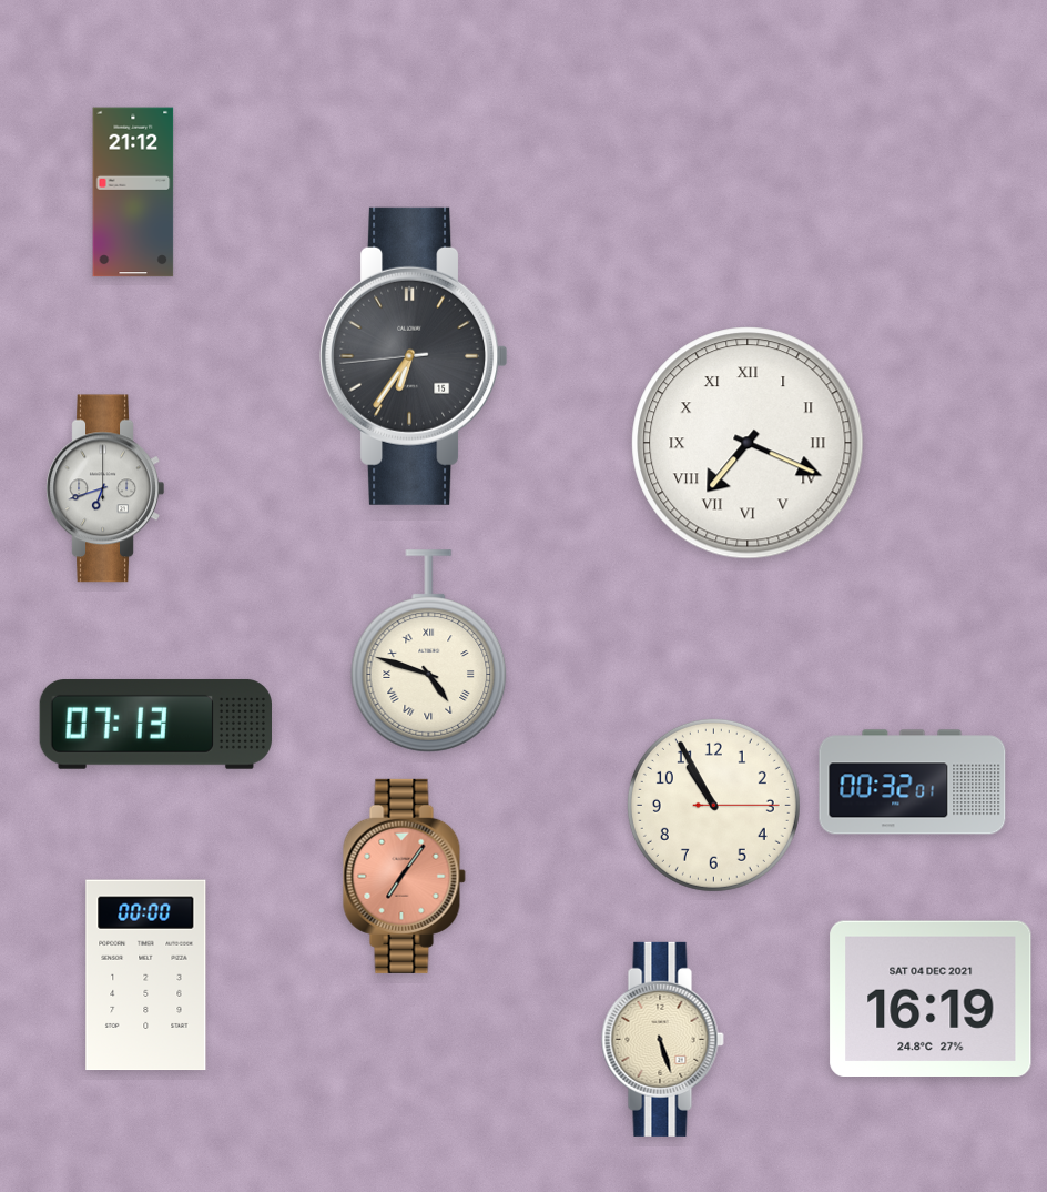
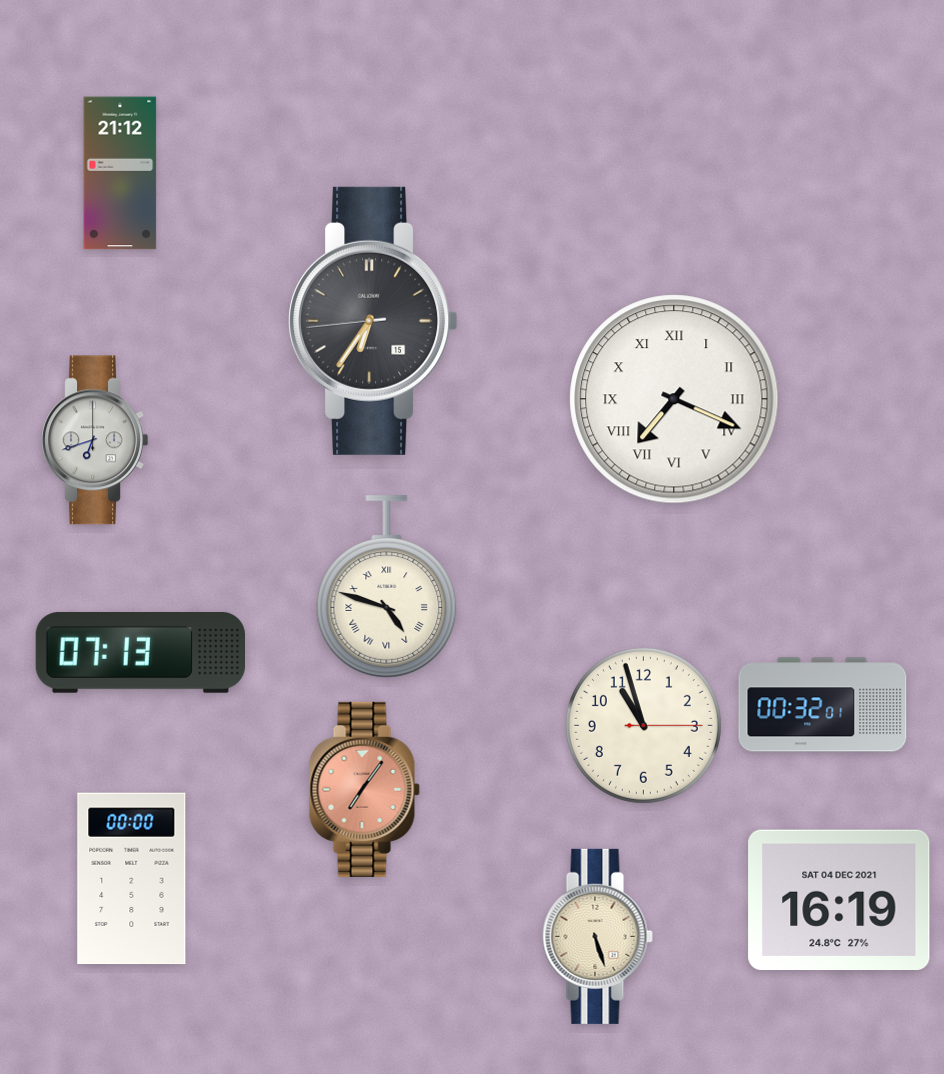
clock at (713, 805): 10:55 -> 10:57
